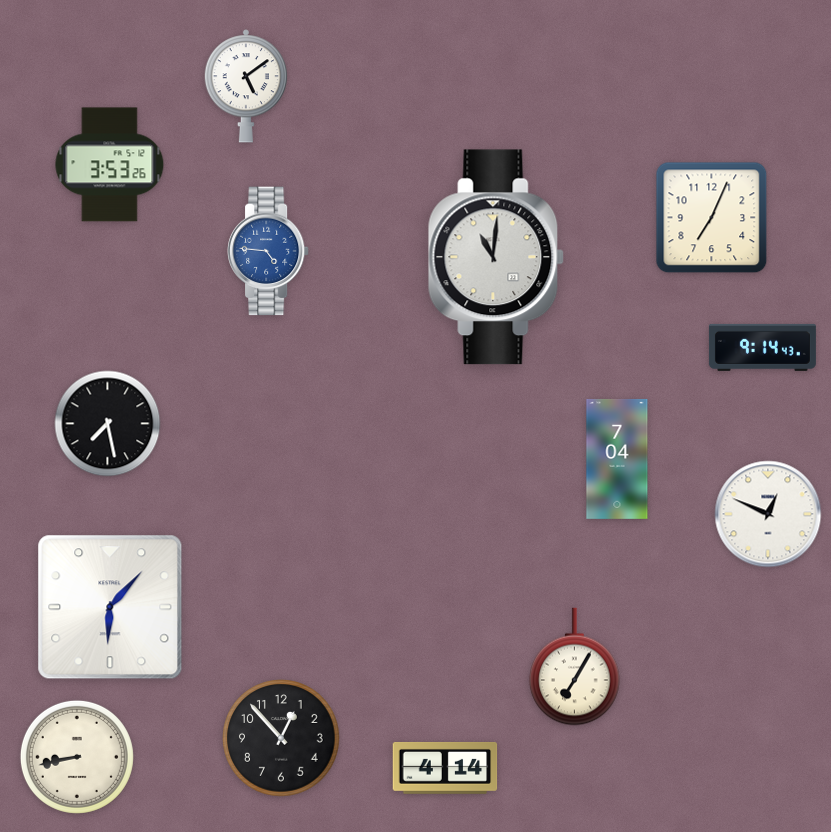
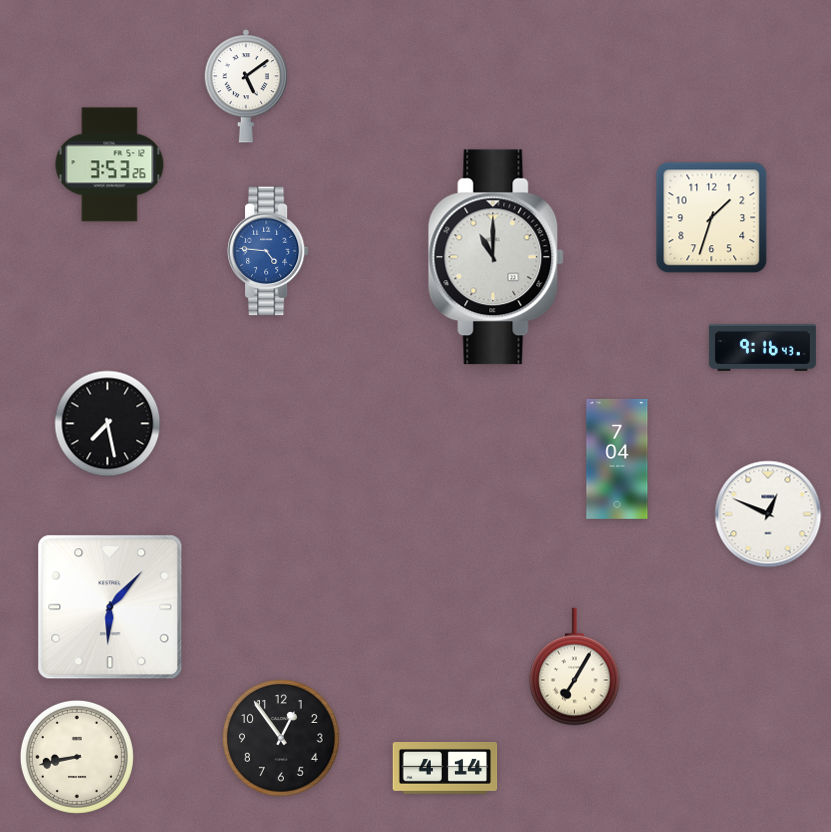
clock at (712, 218): 7:04 -> 1:33
clock at (496, 257): 11:01 -> 11:00
clock at (762, 347): 9:14 -> 9:16
clock at (281, 738): 12:53 -> 12:54
